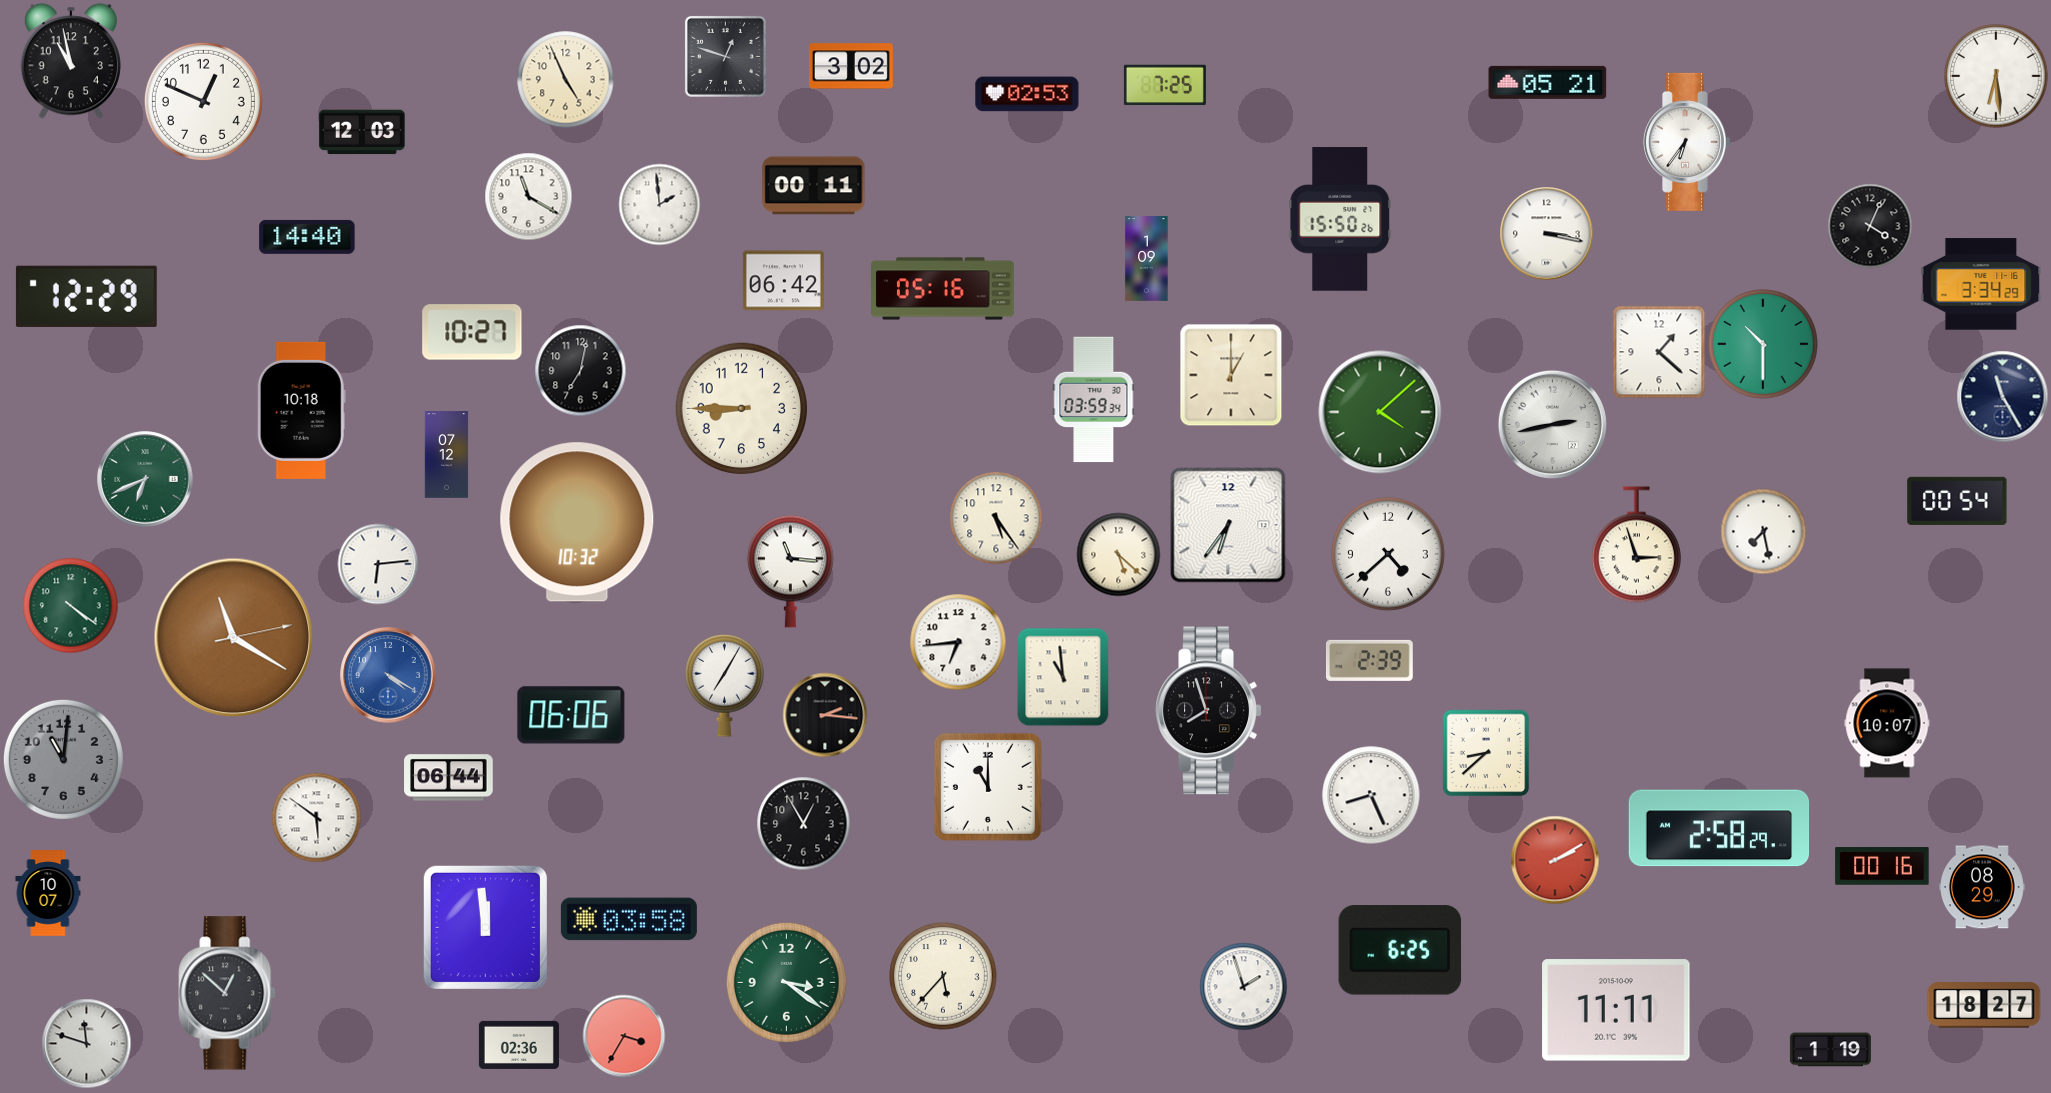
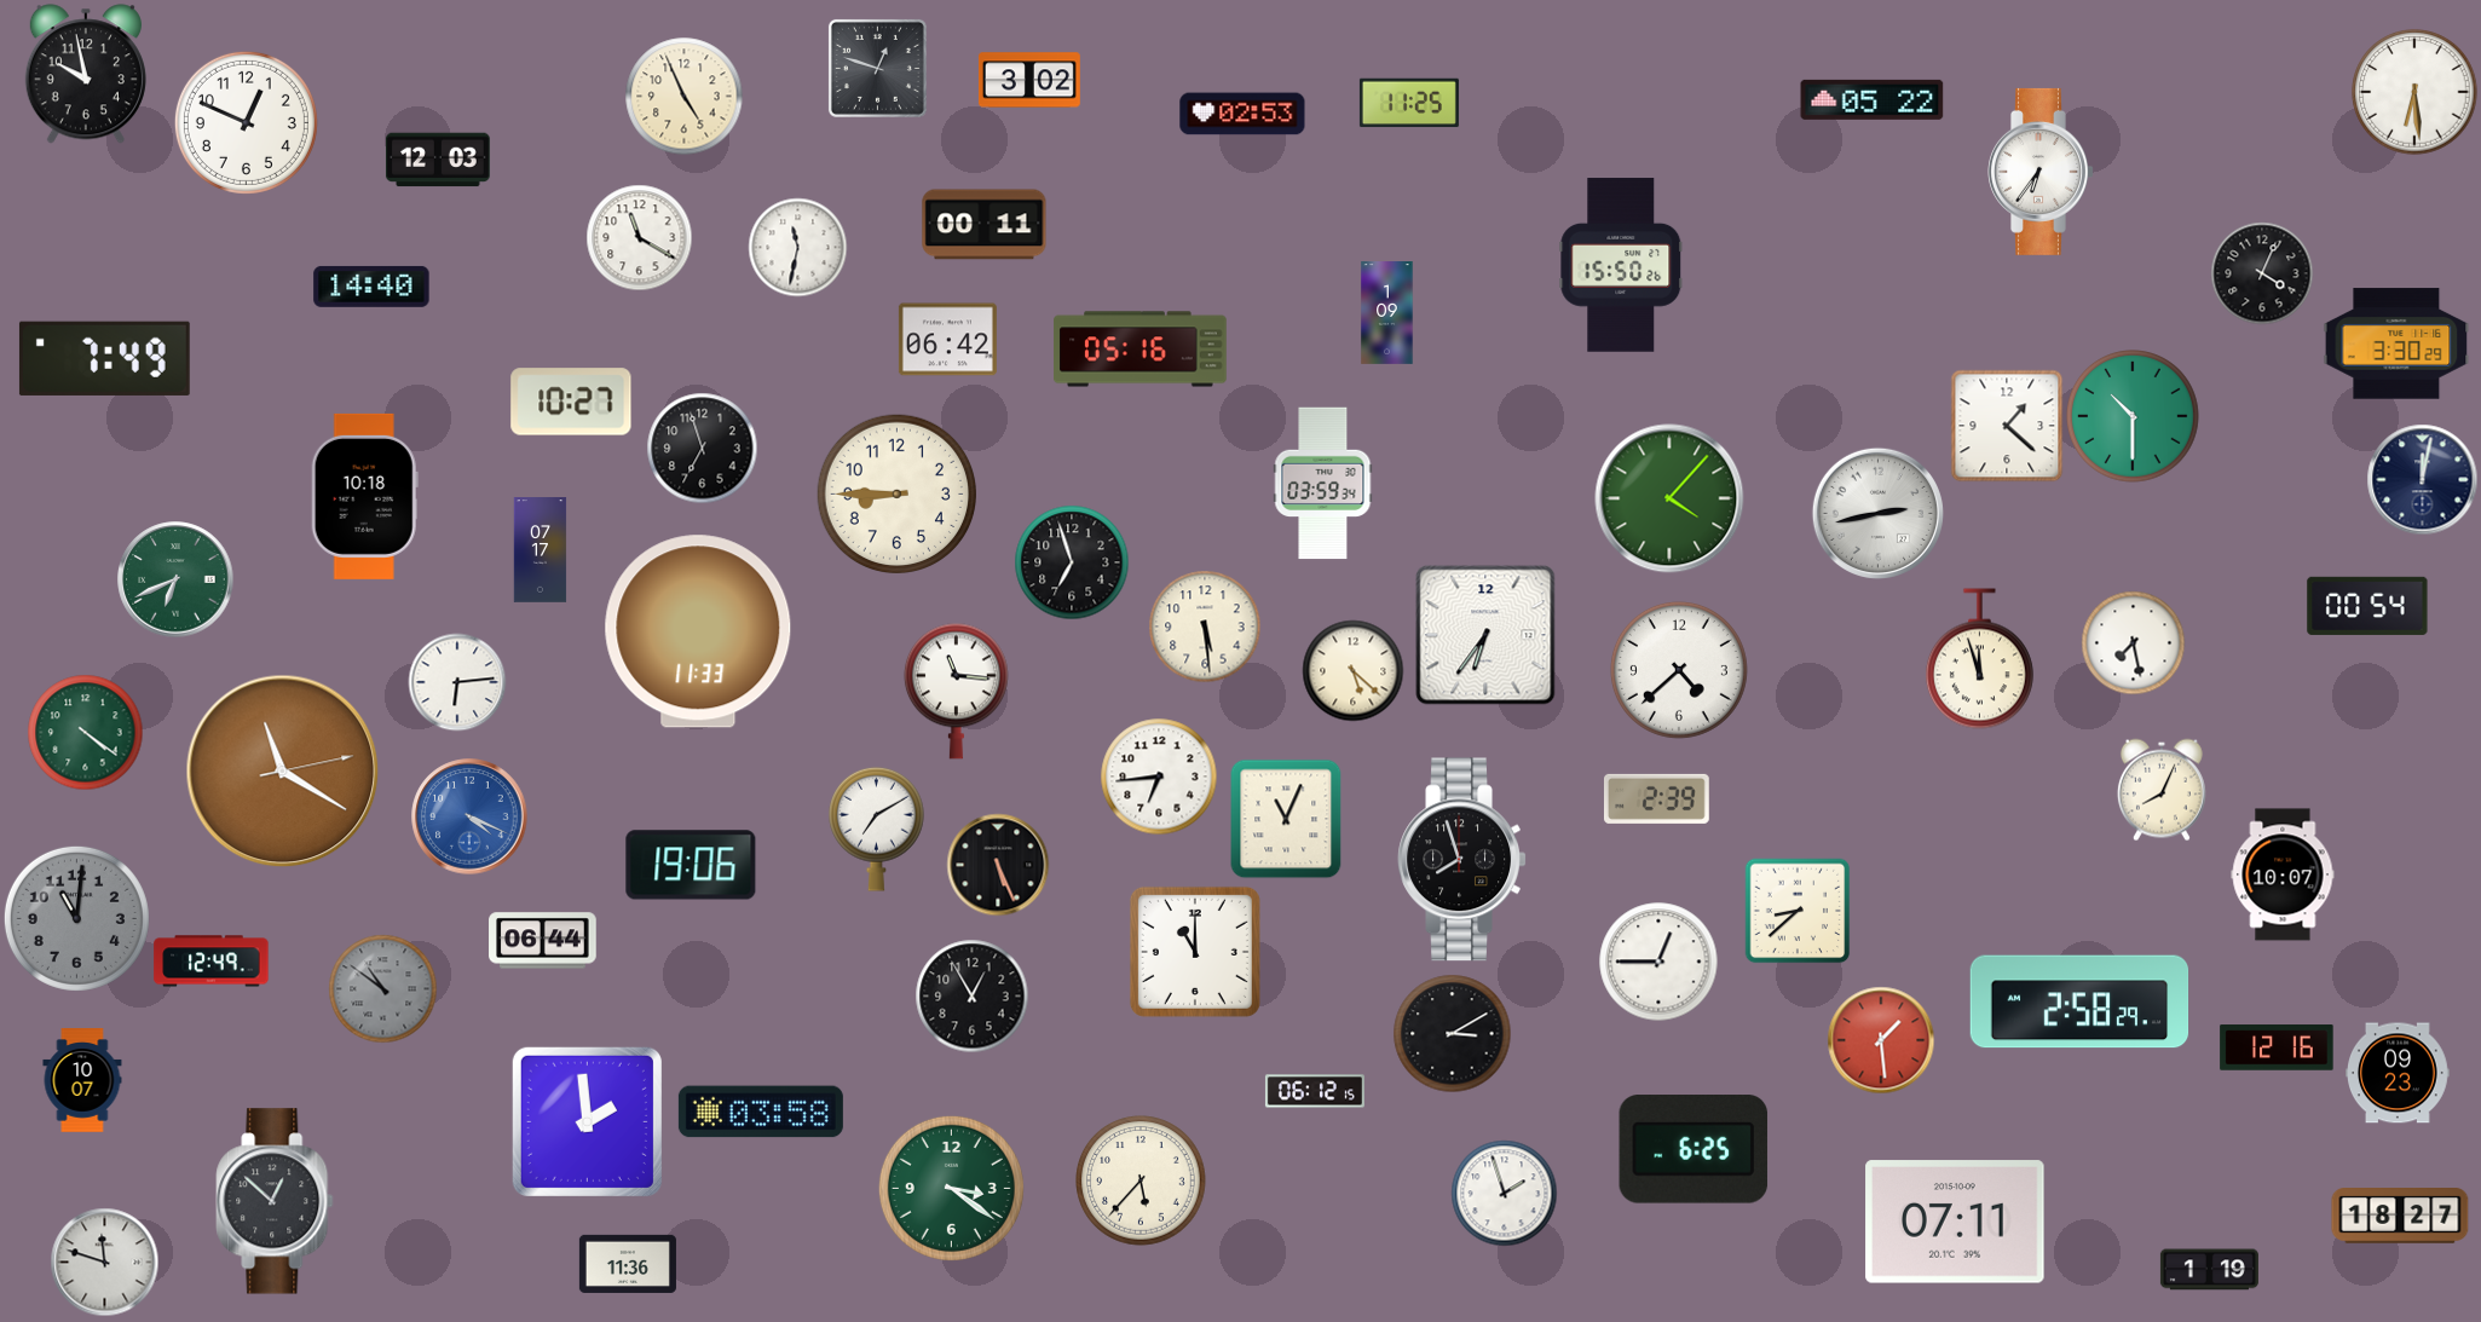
clock at (71, 61): 10:58 -> 9:58
clock at (1548, 82): 05:21 -> 05:22
clock at (1165, 85): 7:25 -> 11:25
clock at (659, 204): 1:59 -> 11:32
clock at (1546, 233): 3:17 -> none
clock at (1981, 284): 3:34 -> 3:30
clock at (86, 296): 12:29 -> 7:49
clock at (580, 370): 7:02 -> 6:57
clock at (1231, 375): 1:00 -> none
clock at (2002, 396): 11:25 -> 12:02
clock at (1380, 412): 4:08 -> 4:07
clock at (447, 455): 07:12 -> 07:17
clock at (1072, 562): none -> 6:57
clock at (996, 518): 5:24 -> 5:29
clock at (577, 522): 10:32 -> 11:33
clock at (1636, 545): 2:57 -> 11:57
clock at (2162, 790): none -> 8:04
clock at (388, 675): 4:20 -> 4:19
clock at (1063, 677): 10:59 -> 11:04
clock at (725, 685): 7:05 -> 7:10
clock at (571, 715): 06:06 -> 19:06
clock at (825, 715): 2:16 -> 5:26
clock at (212, 962): none -> 12:49
clock at (1371, 795): 8:26 -> 12:45
clock at (316, 817): 5:51 -> 10:51
clock at (316, 817) dial: white -> grey
clock at (1452, 1033): none -> 3:10
clock at (1555, 860): 2:10 -> 1:29
clock at (1882, 866): 00:16 -> 12:16
clock at (1983, 887): 08:29 -> 09:23
clock at (48, 894) position: (48, 894) -> (82, 1081)
clock at (1315, 1091): none -> 06:12
clock at (485, 927): 11:59 -> 1:59
clock at (1616, 1010): 11:11 -> 07:11
clock at (624, 1036): 3:35 -> none
clock at (519, 1045): 02:36 -> 11:36
clock at (1830, 1050) position: (1830, 1050) -> (2209, 1270)
